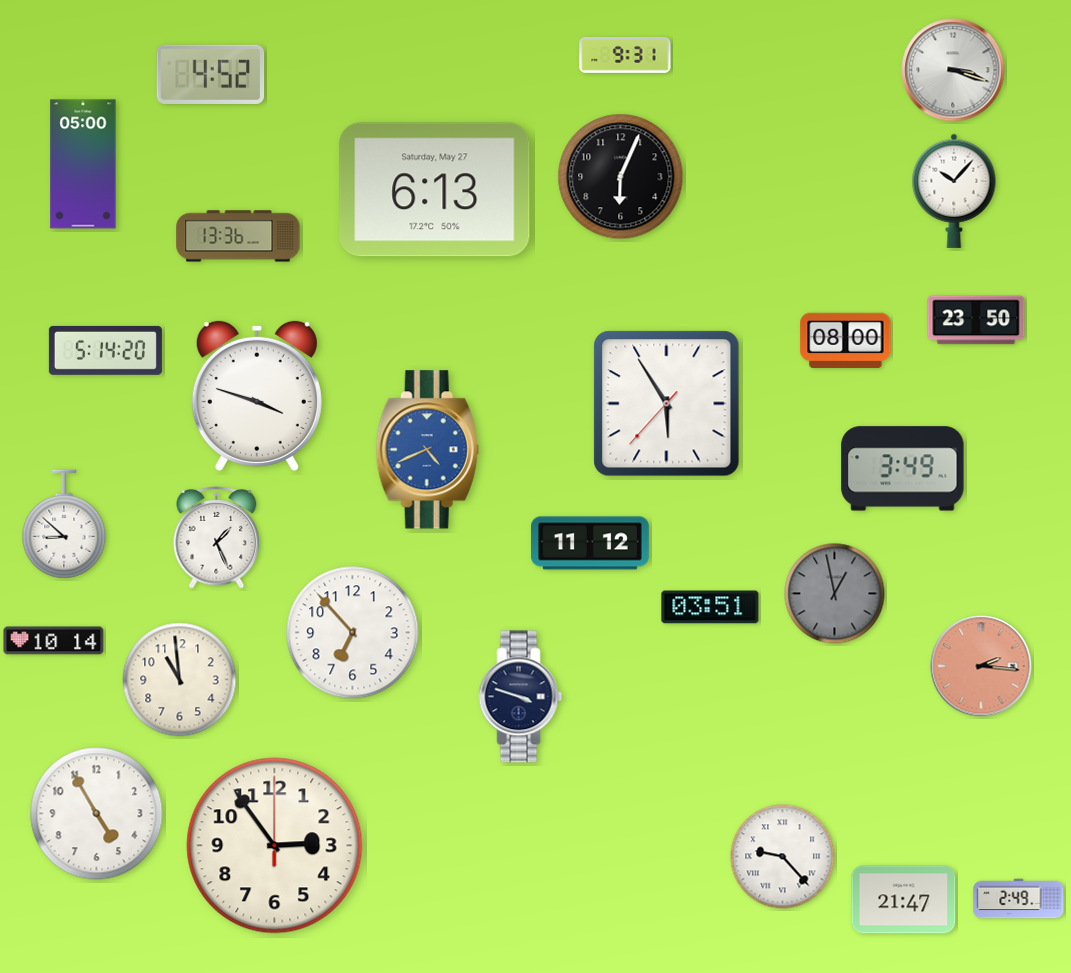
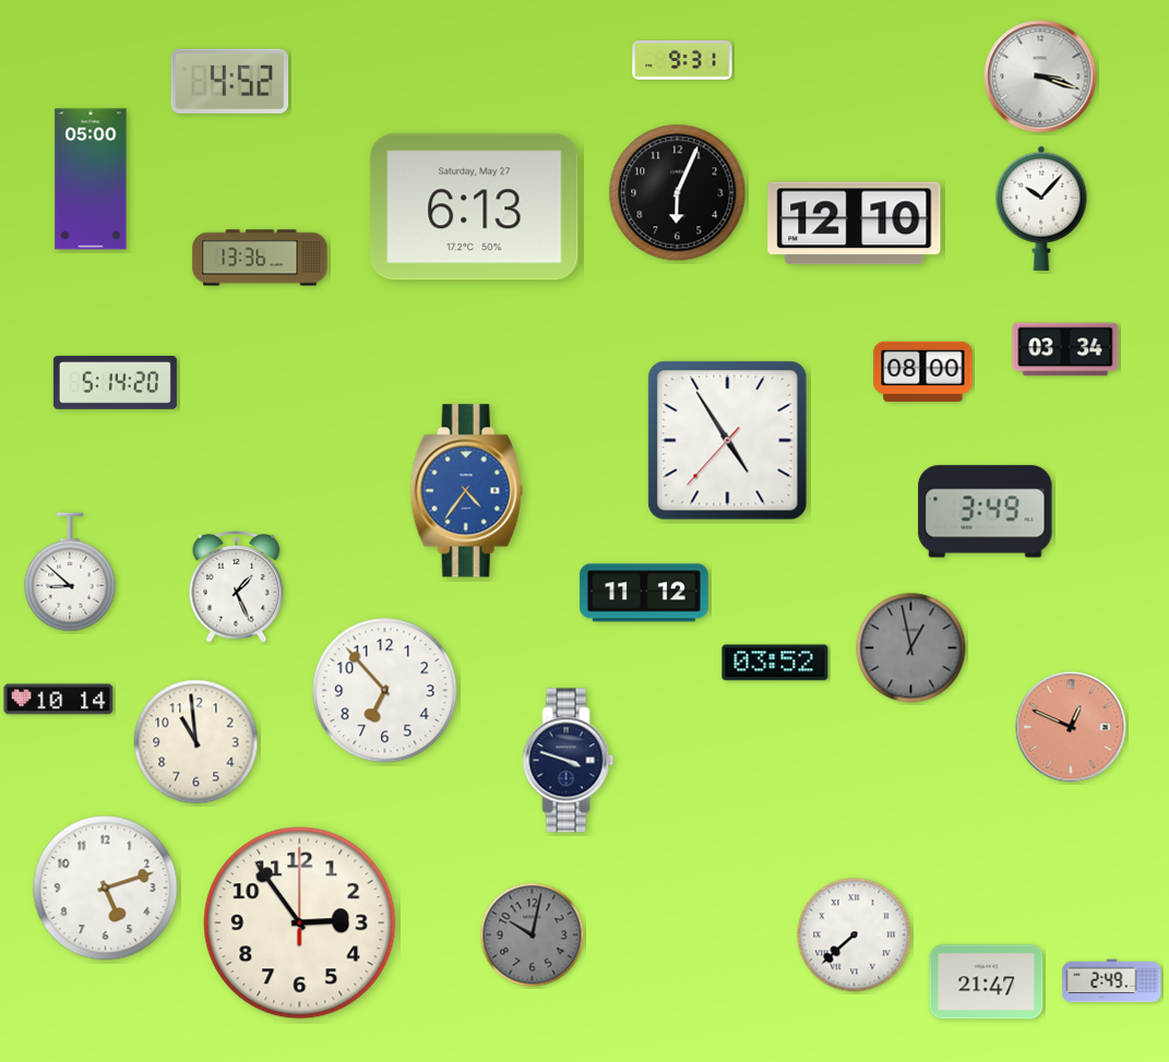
clock at (855, 224): none -> 12:10
clock at (976, 320): 23:50 -> 03:34
clock at (257, 396): 3:48 -> none
clock at (667, 404): 5:54 -> 4:54
clock at (427, 450): 4:41 -> 4:36
clock at (710, 607): 03:51 -> 03:52
clock at (981, 666): 2:16 -> 12:49
clock at (97, 814): 4:55 -> 5:12
clock at (533, 935): none -> 10:02
clock at (783, 857): 9:23 -> 7:38
